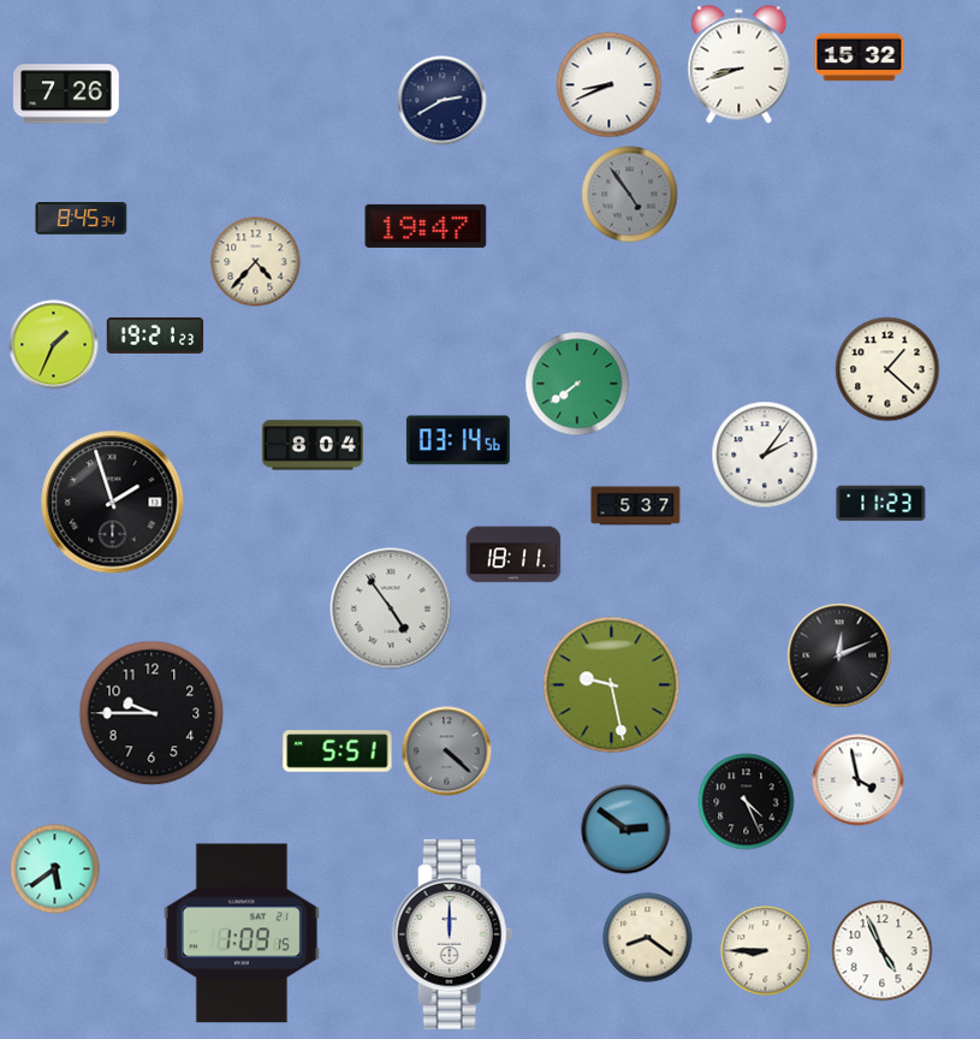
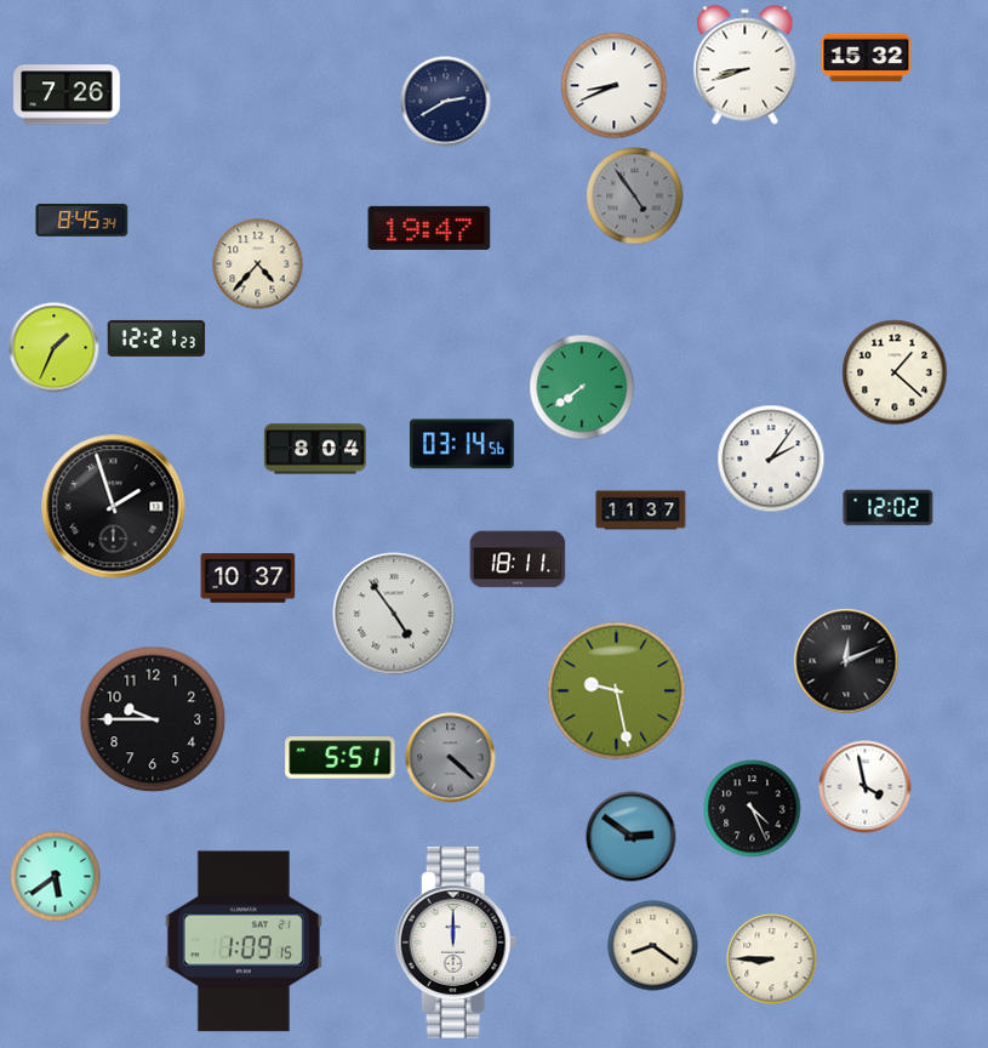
clock at (155, 336): 19:21 -> 12:21
clock at (881, 504): 11:23 -> 12:02
clock at (636, 506): 5:37 -> 11:37
clock at (249, 579): none -> 10:37
clock at (883, 951): 4:56 -> none
